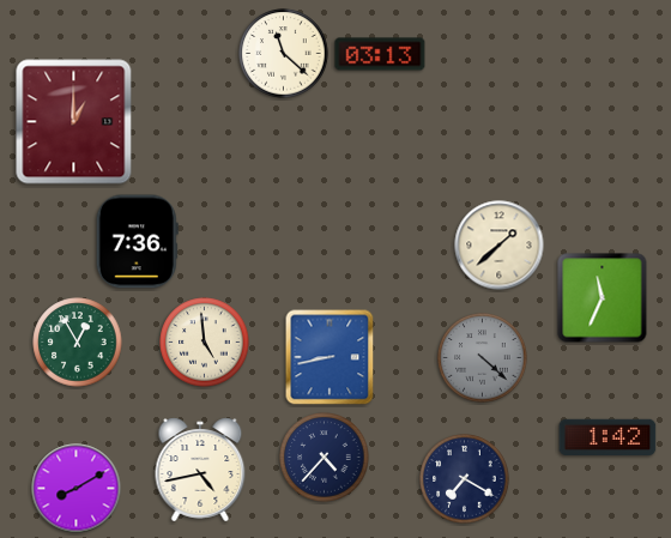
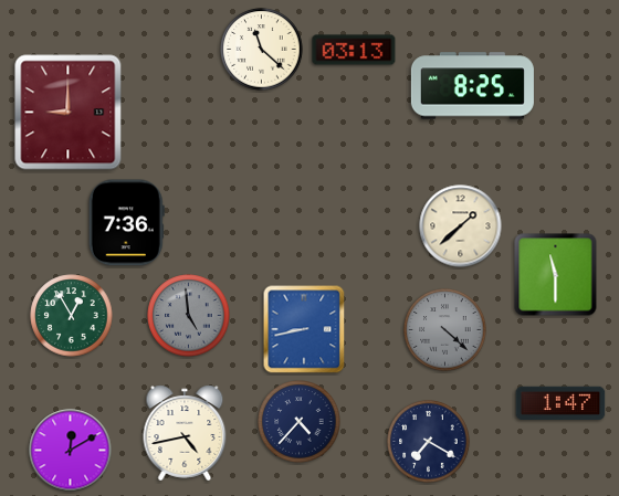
clock at (380, 54) position: (380, 54) -> (354, 50)
clock at (472, 86): none -> 8:25
clock at (74, 122): 1:00 -> 9:00
clock at (603, 298): 11:34 -> 11:30
clock at (205, 343) dial: cream -> grey
clock at (607, 436): 1:42 -> 1:47
clock at (77, 489): 8:10 -> 12:10
